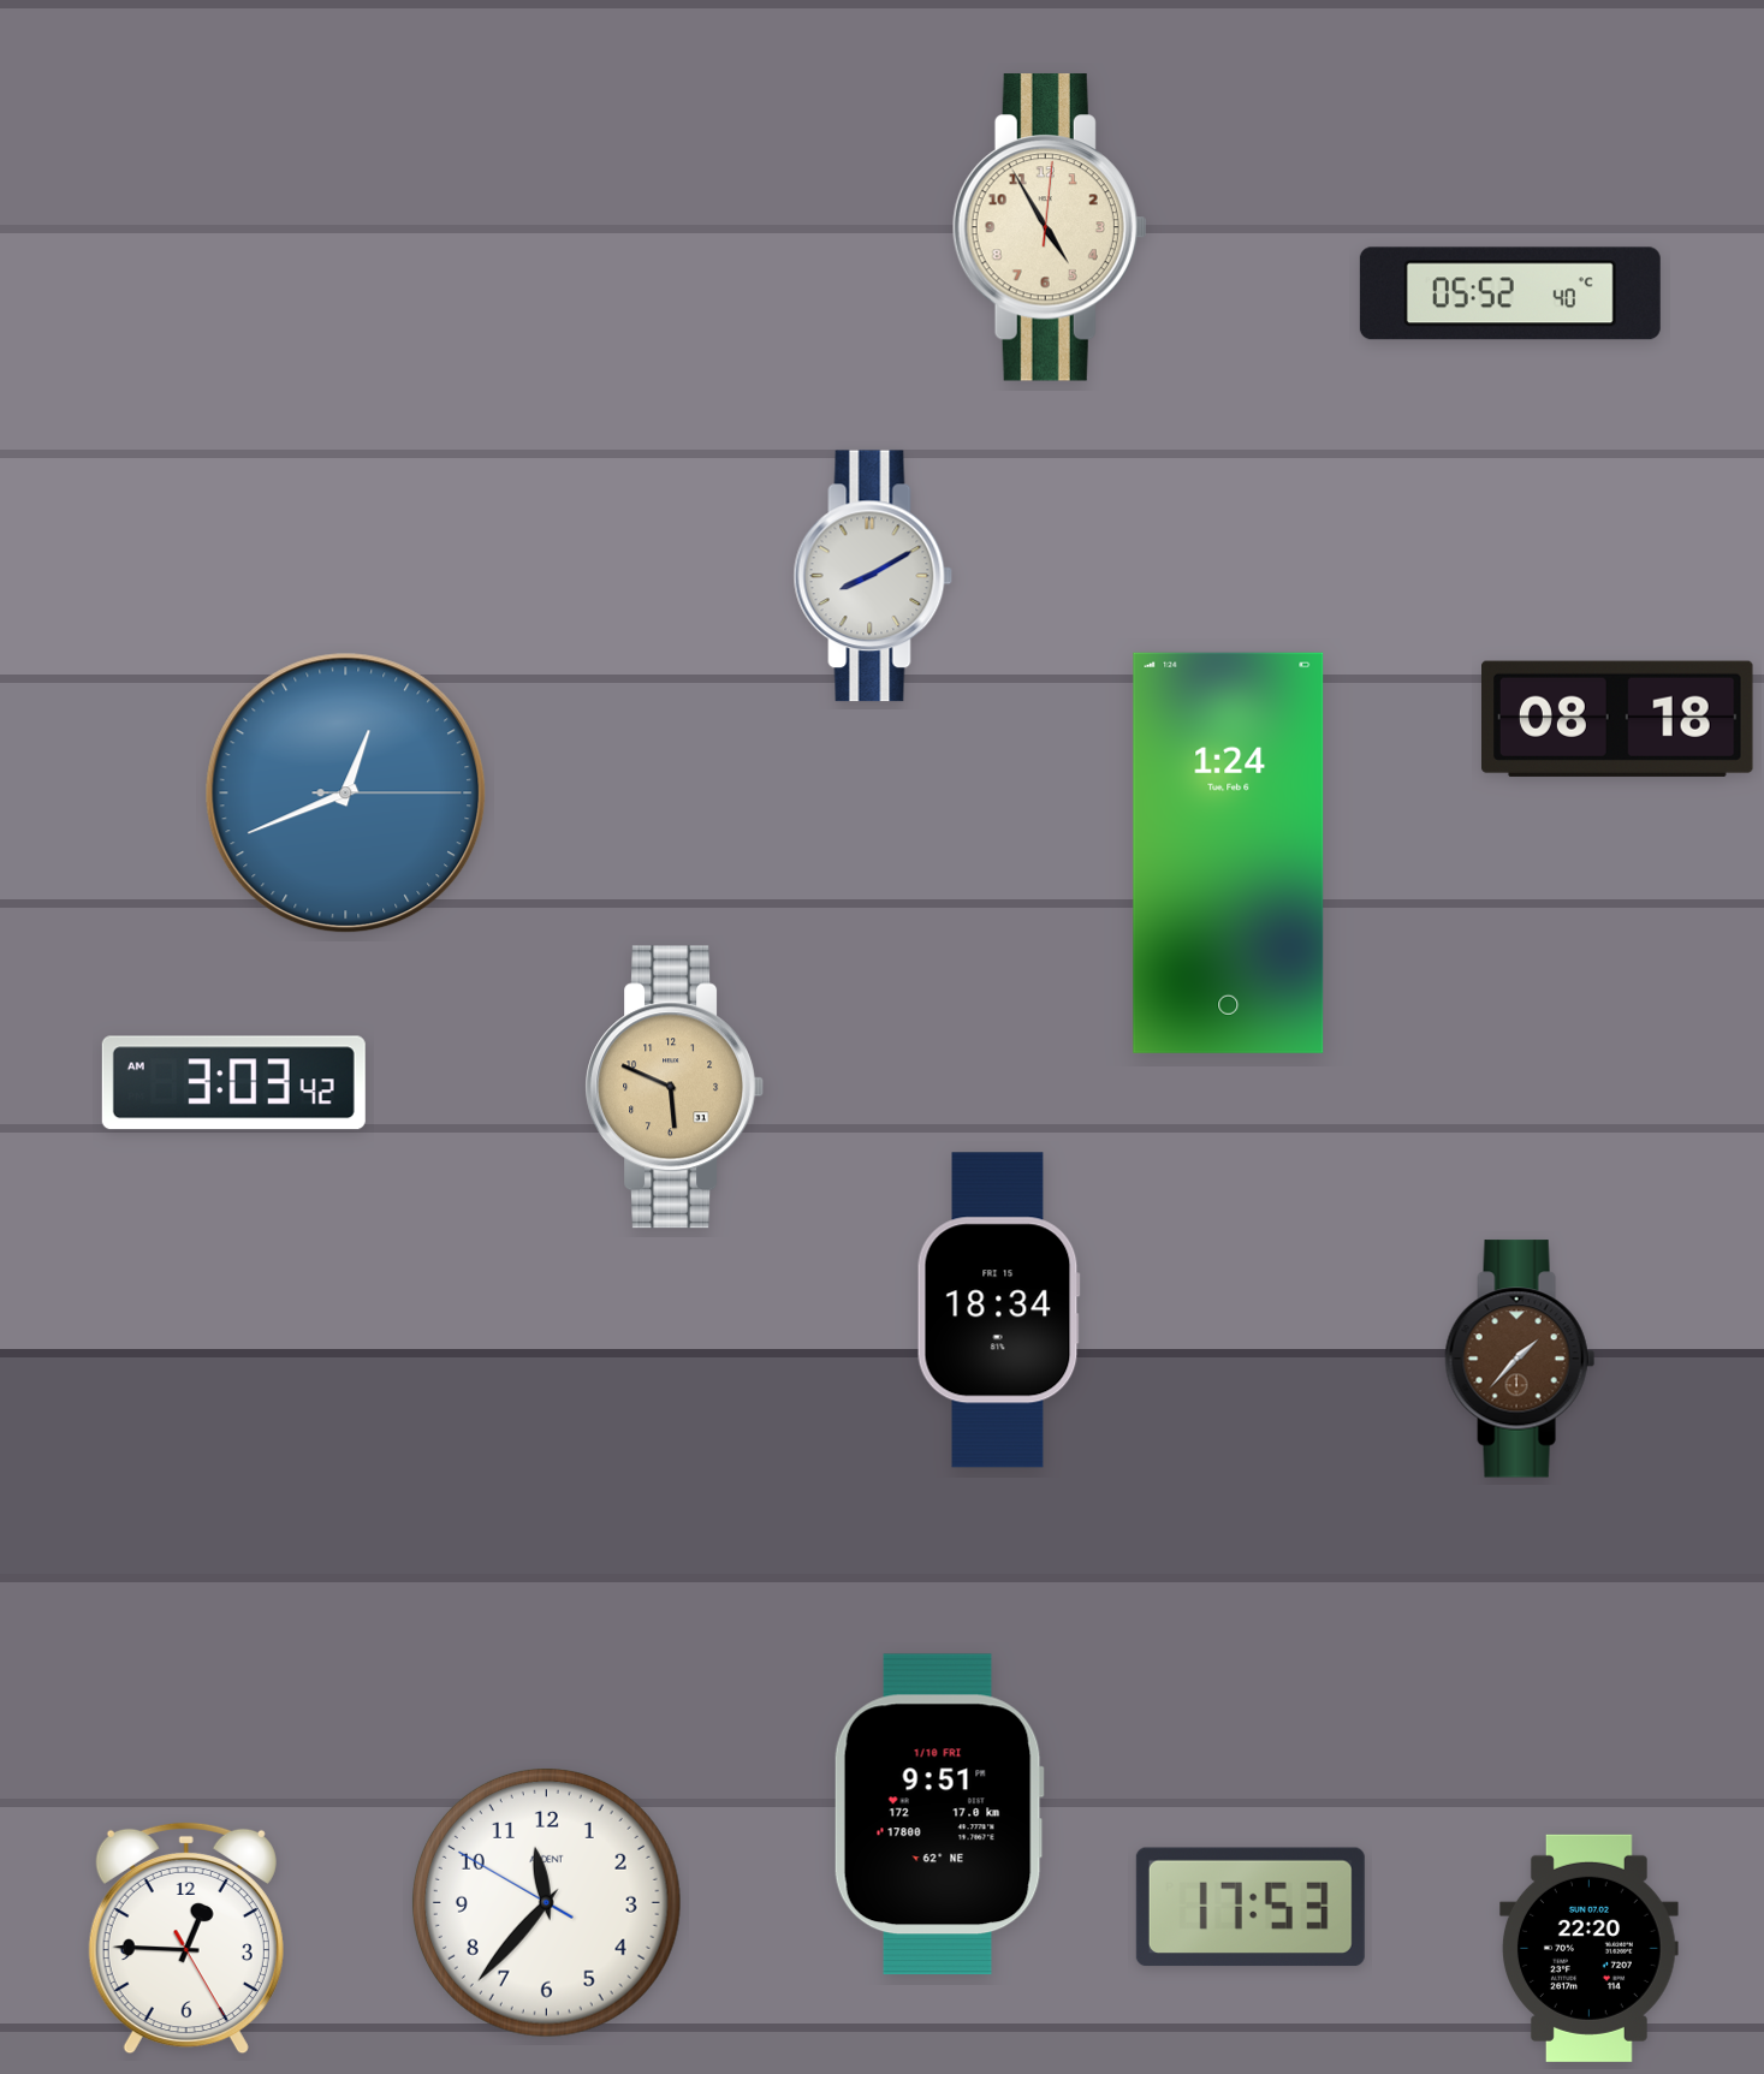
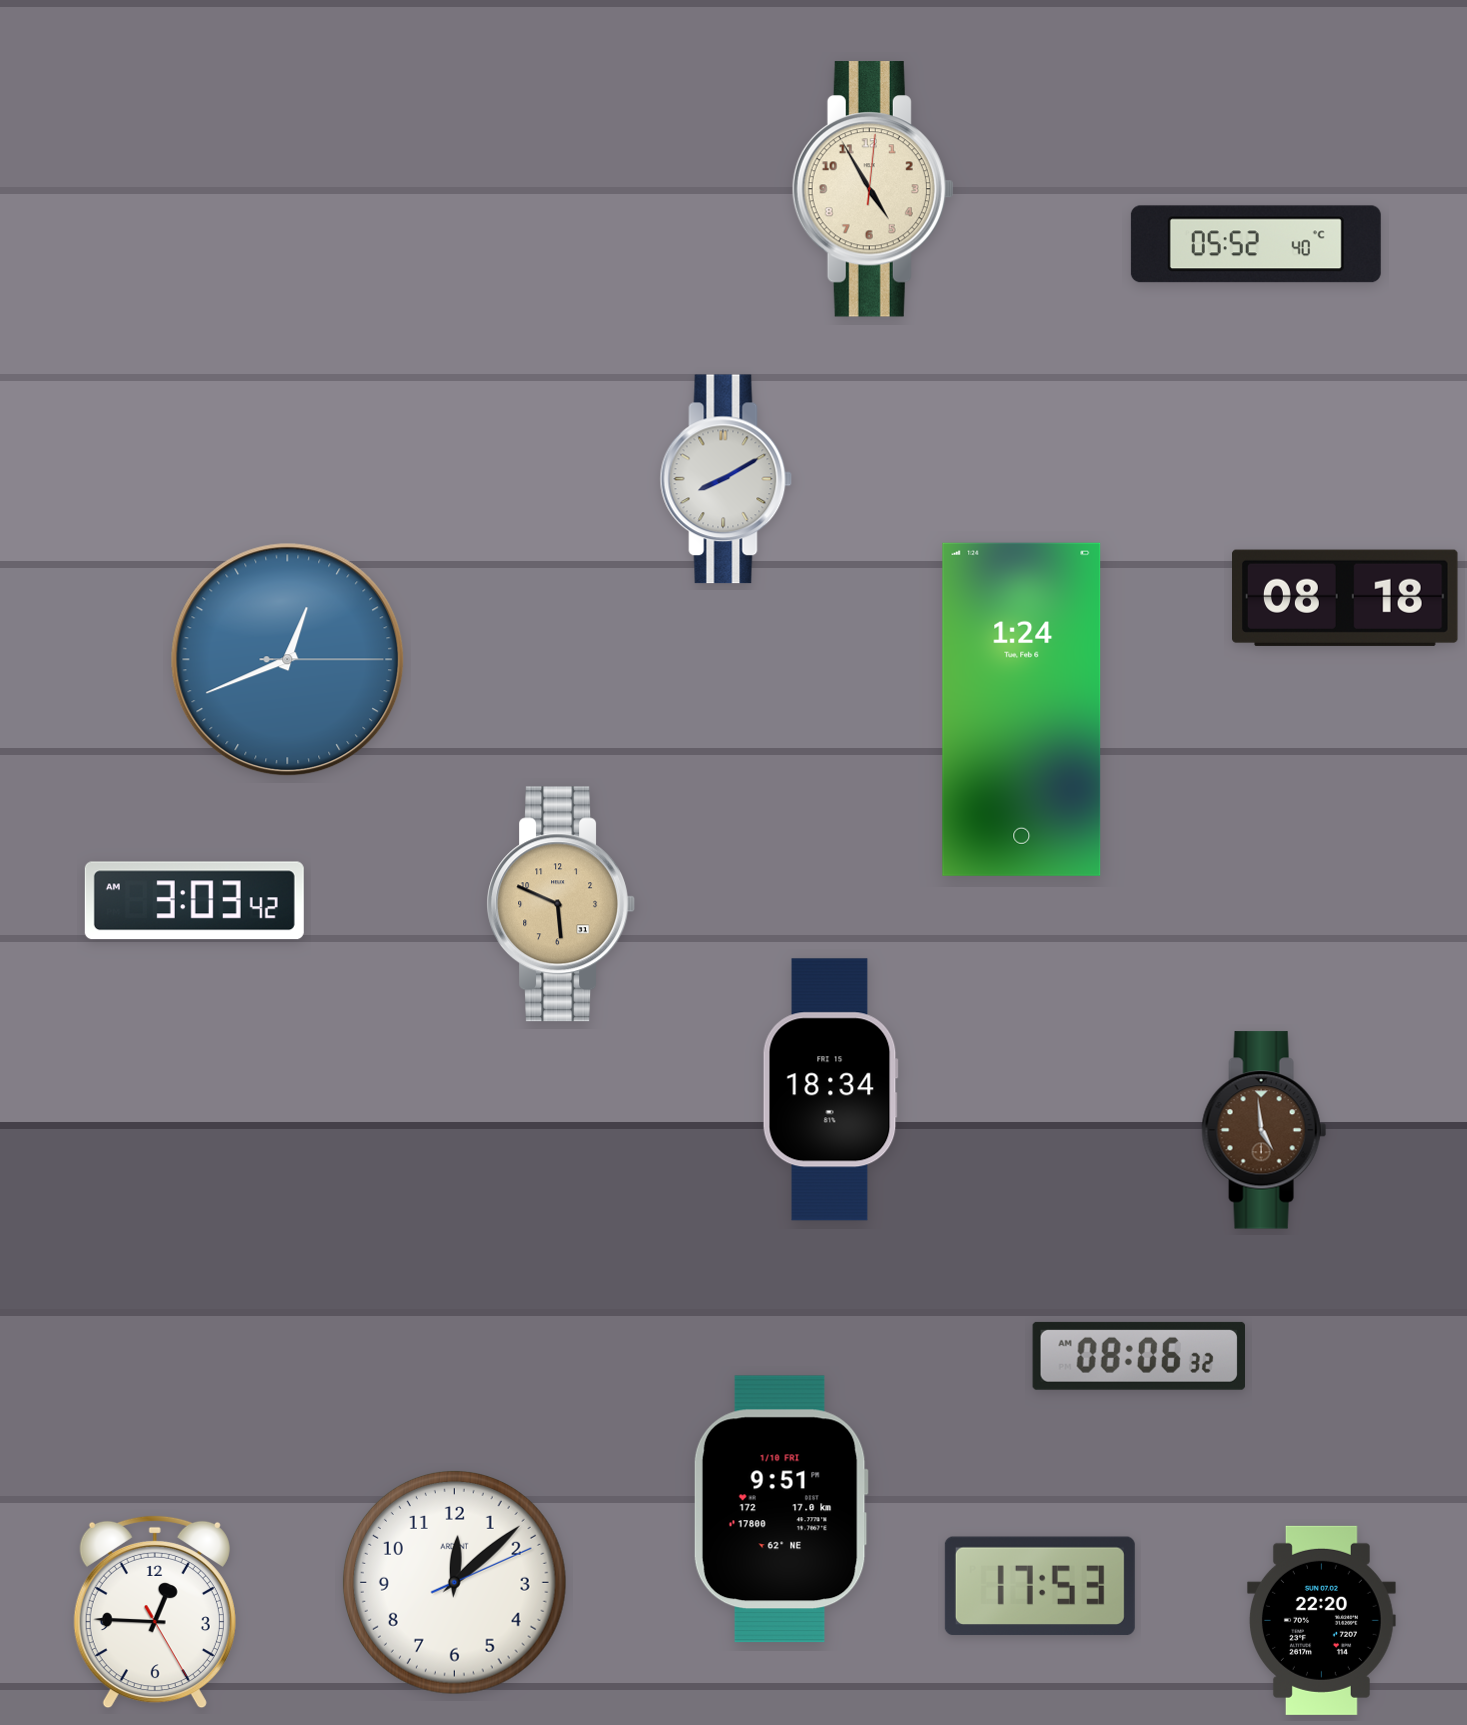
clock at (1520, 1359): 1:37 -> 4:59
clock at (1138, 1356): none -> 08:06
clock at (546, 1902): 11:36 -> 12:08
